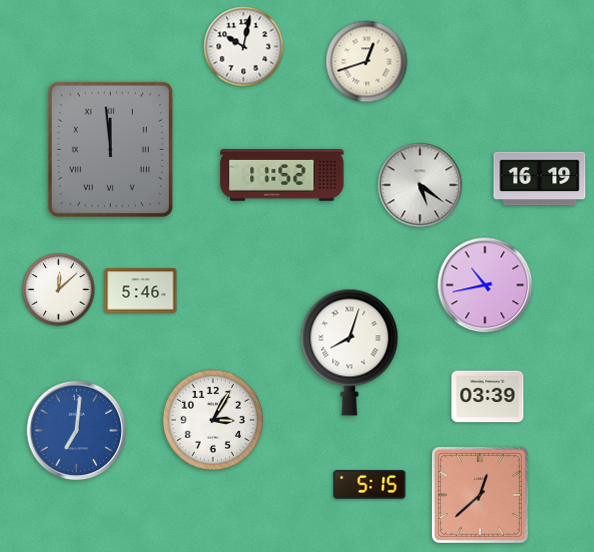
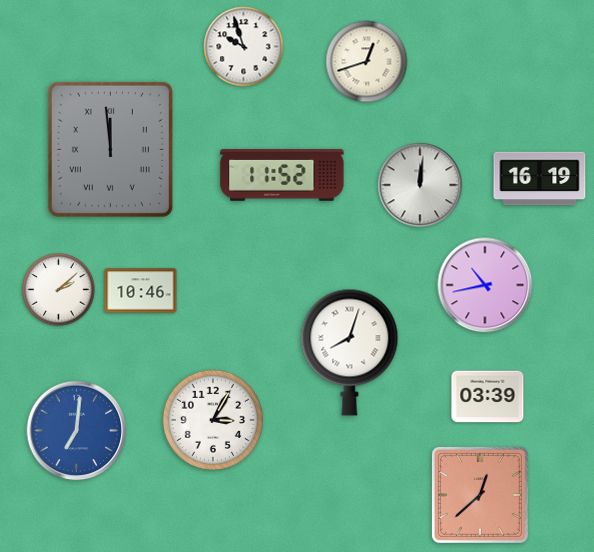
clock at (244, 47): 10:02 -> 9:57
clock at (420, 185): 5:21 -> 12:01
clock at (59, 290): 12:08 -> 2:08
clock at (141, 291): 5:46 -> 10:46
clock at (370, 485): 5:15 -> none
